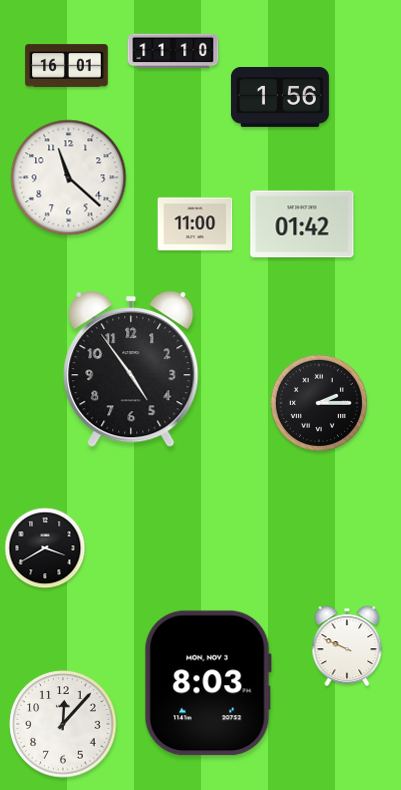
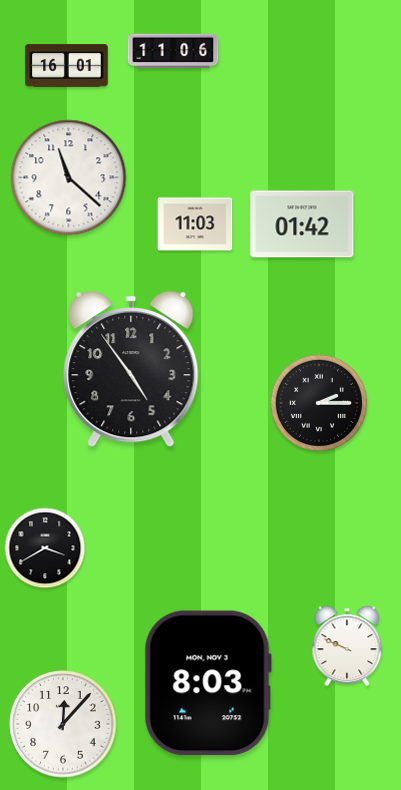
clock at (173, 51): 11:10 -> 11:06
clock at (280, 97): 1:56 -> none
clock at (195, 224): 11:00 -> 11:03
